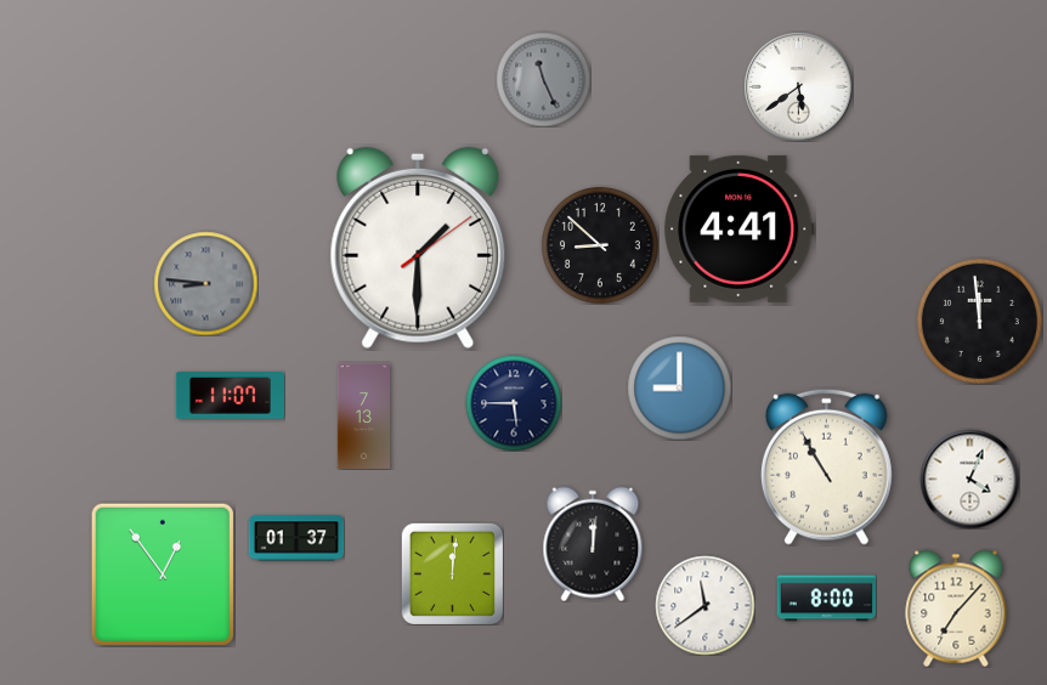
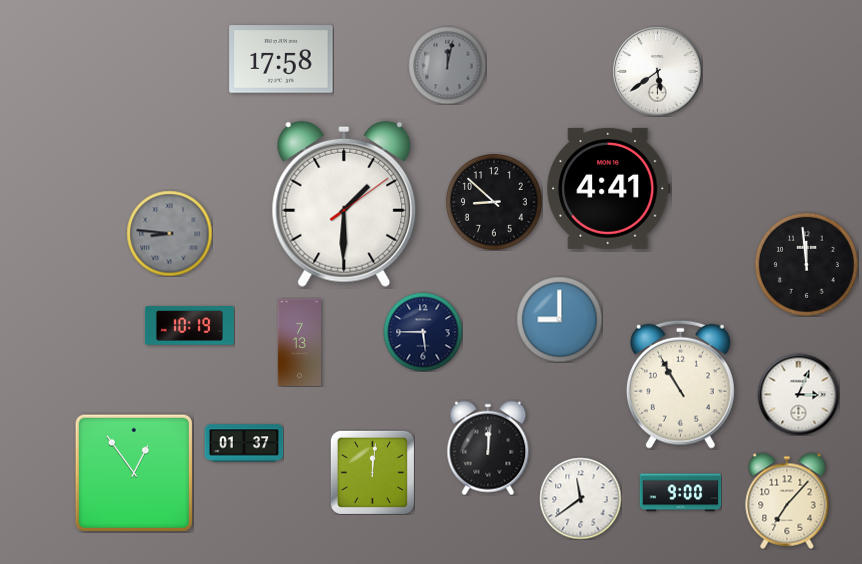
clock at (281, 59): none -> 17:58
clock at (543, 79): 11:26 -> 12:02
clock at (230, 396): 11:07 -> 10:19
clock at (969, 479): 4:04 -> 3:04
clock at (826, 599): 8:00 -> 9:00
